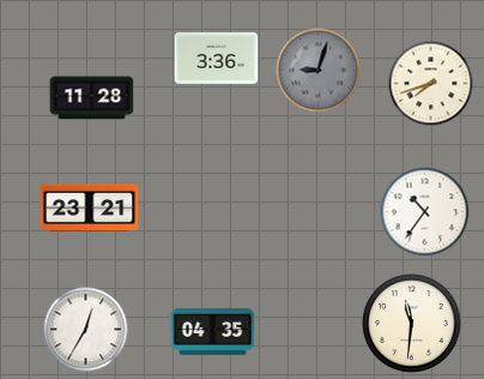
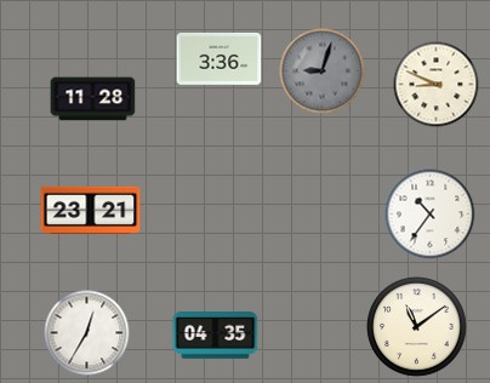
clock at (431, 84): 7:42 -> 8:49
clock at (412, 324): 11:31 -> 11:09
